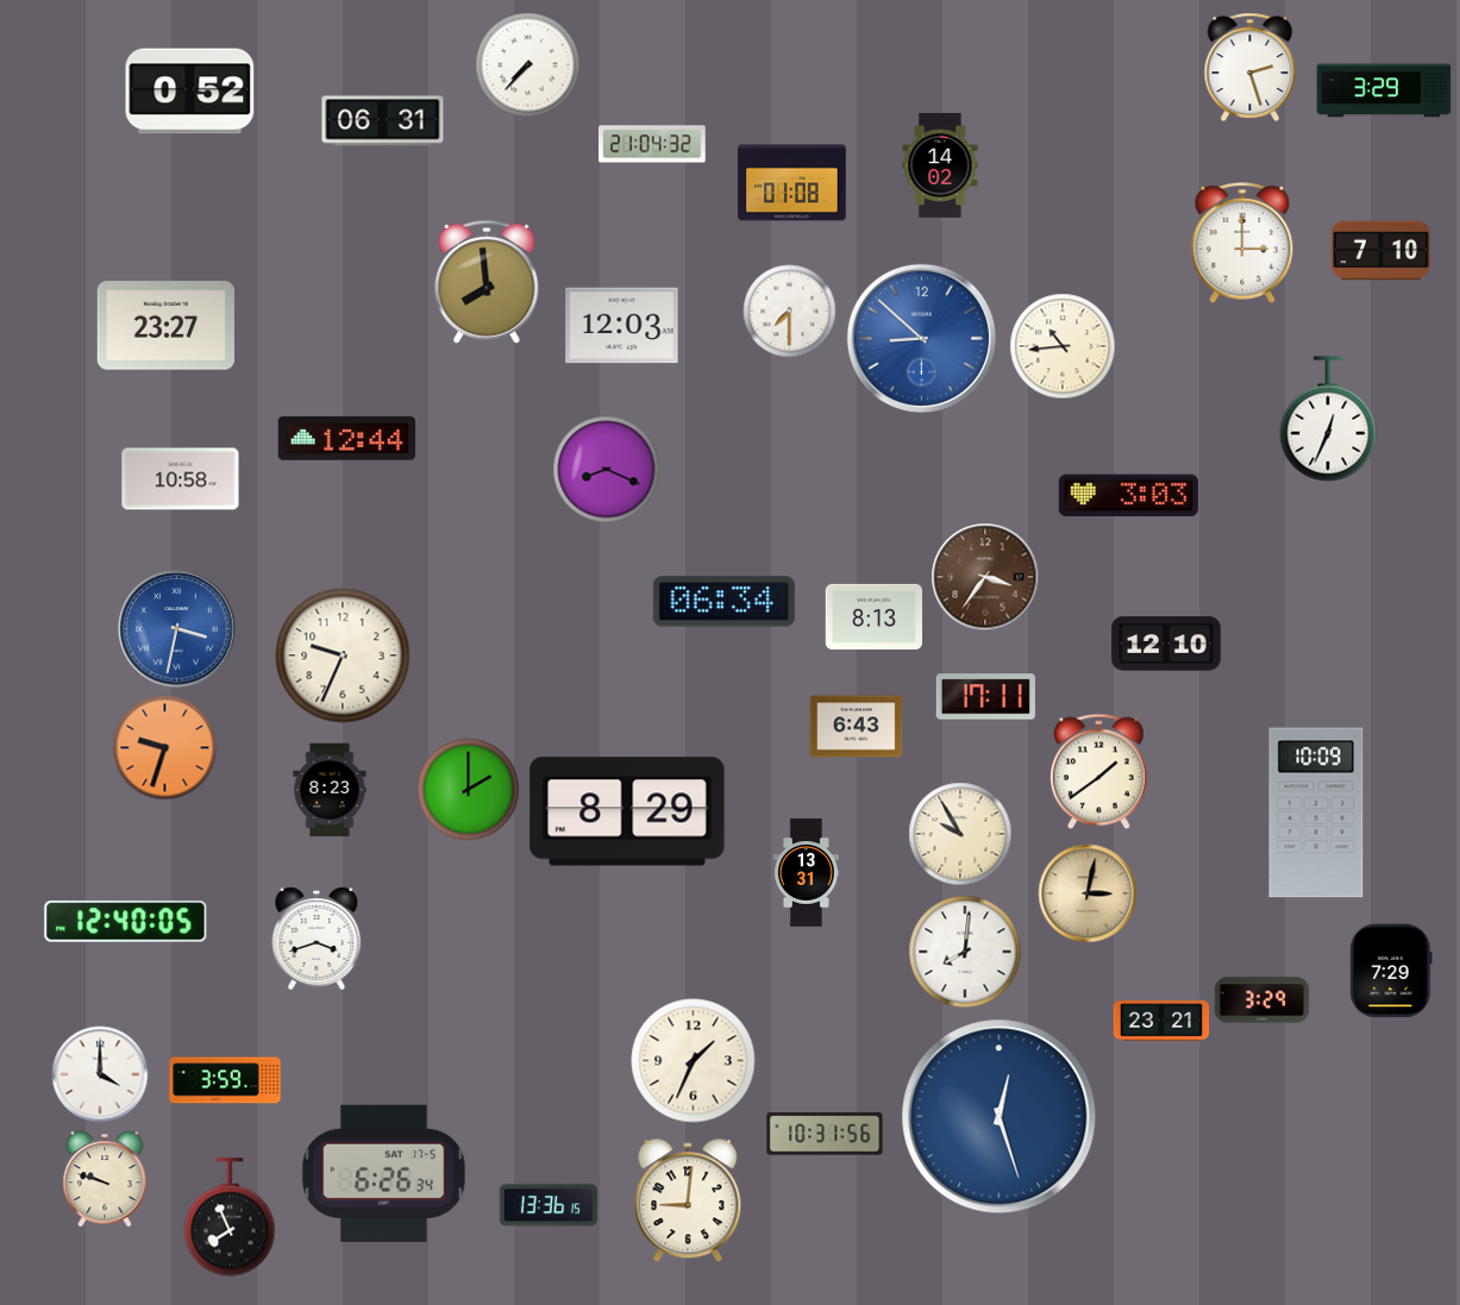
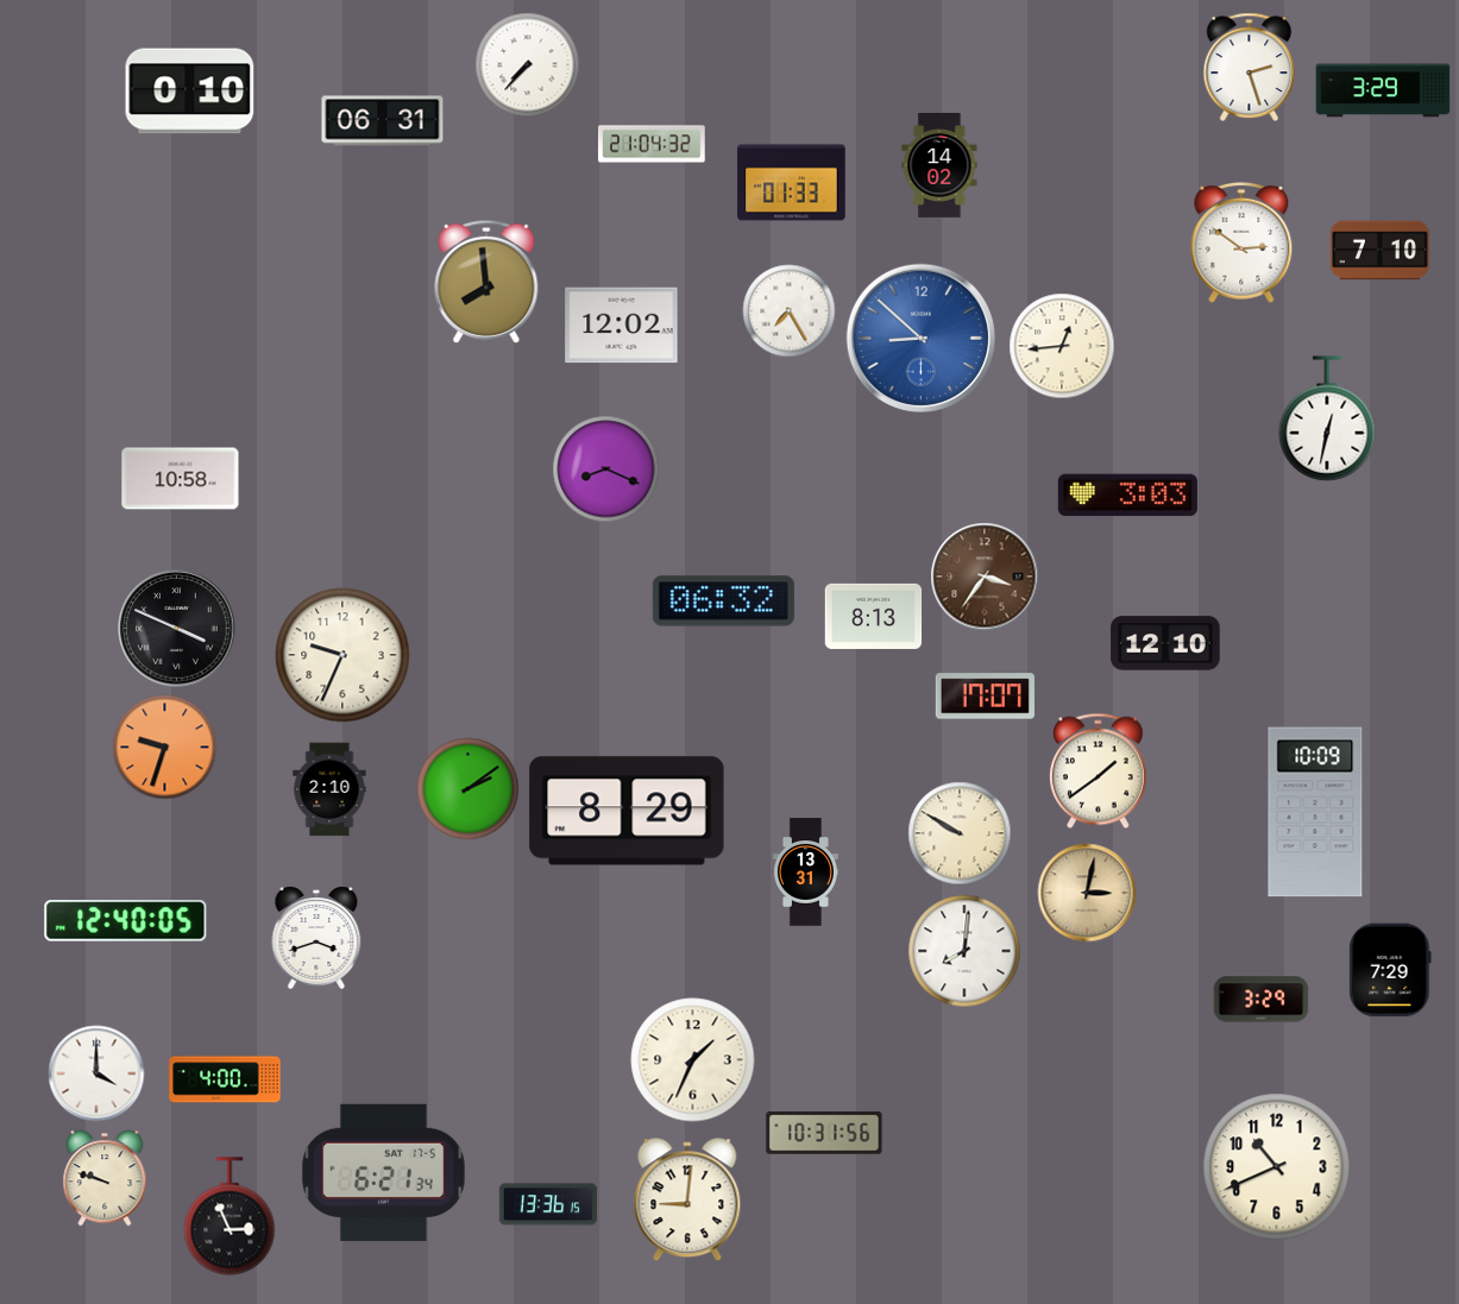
clock at (190, 92): 0:52 -> 0:10
clock at (792, 183): 01:08 -> 01:33
clock at (1242, 243): 3:00 -> 2:51
clock at (790, 312): 7:30 -> 7:25
clock at (165, 326): 23:27 -> none
clock at (622, 326): 12:03 -> 12:02
clock at (1063, 346): 10:44 -> 12:44
clock at (1328, 419): 12:34 -> 12:32
clock at (346, 439): 12:44 -> none
clock at (723, 602): 06:34 -> 06:32
clock at (177, 629): 3:32 -> 3:49
clock at (177, 629) dial: blue -> black
clock at (985, 697): 17:11 -> 17:07
clock at (857, 727): 6:43 -> none
clock at (330, 790): 8:23 -> 2:10
clock at (469, 790): 2:00 -> 2:09
clock at (960, 834): 9:55 -> 9:50
clock at (1161, 1021): 23:21 -> none
clock at (100, 1074) position: (100, 1074) -> (96, 1073)
clock at (225, 1080): 3:59 -> 4:00
clock at (1000, 1117): 12:27 -> none
clock at (1277, 1167): none -> 10:41
clock at (383, 1173): 6:26 -> 6:21
clock at (230, 1217): 7:56 -> 2:56
